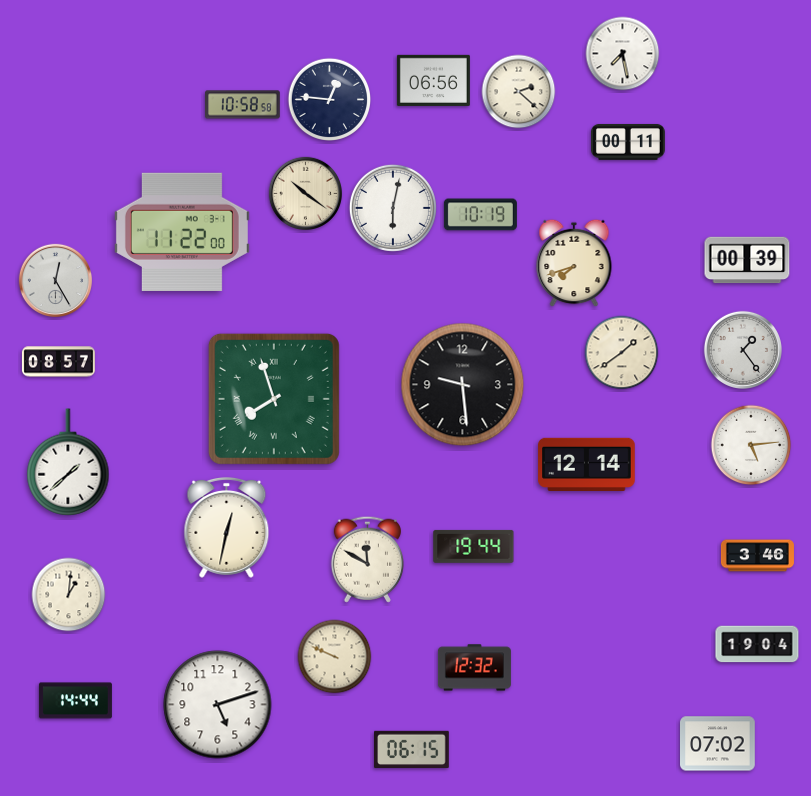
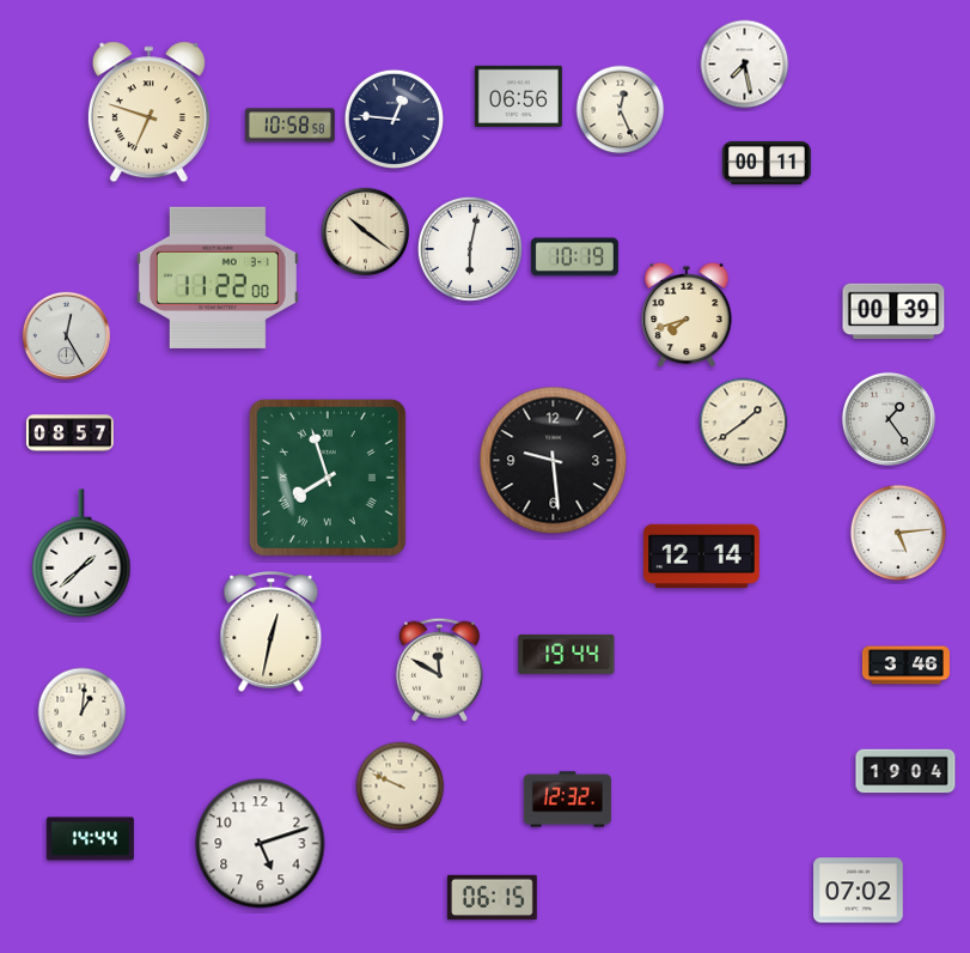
clock at (519, 92): 2:22 -> 12:26
clock at (148, 113): none -> 6:48
clock at (628, 142) position: (628, 142) -> (767, 163)
